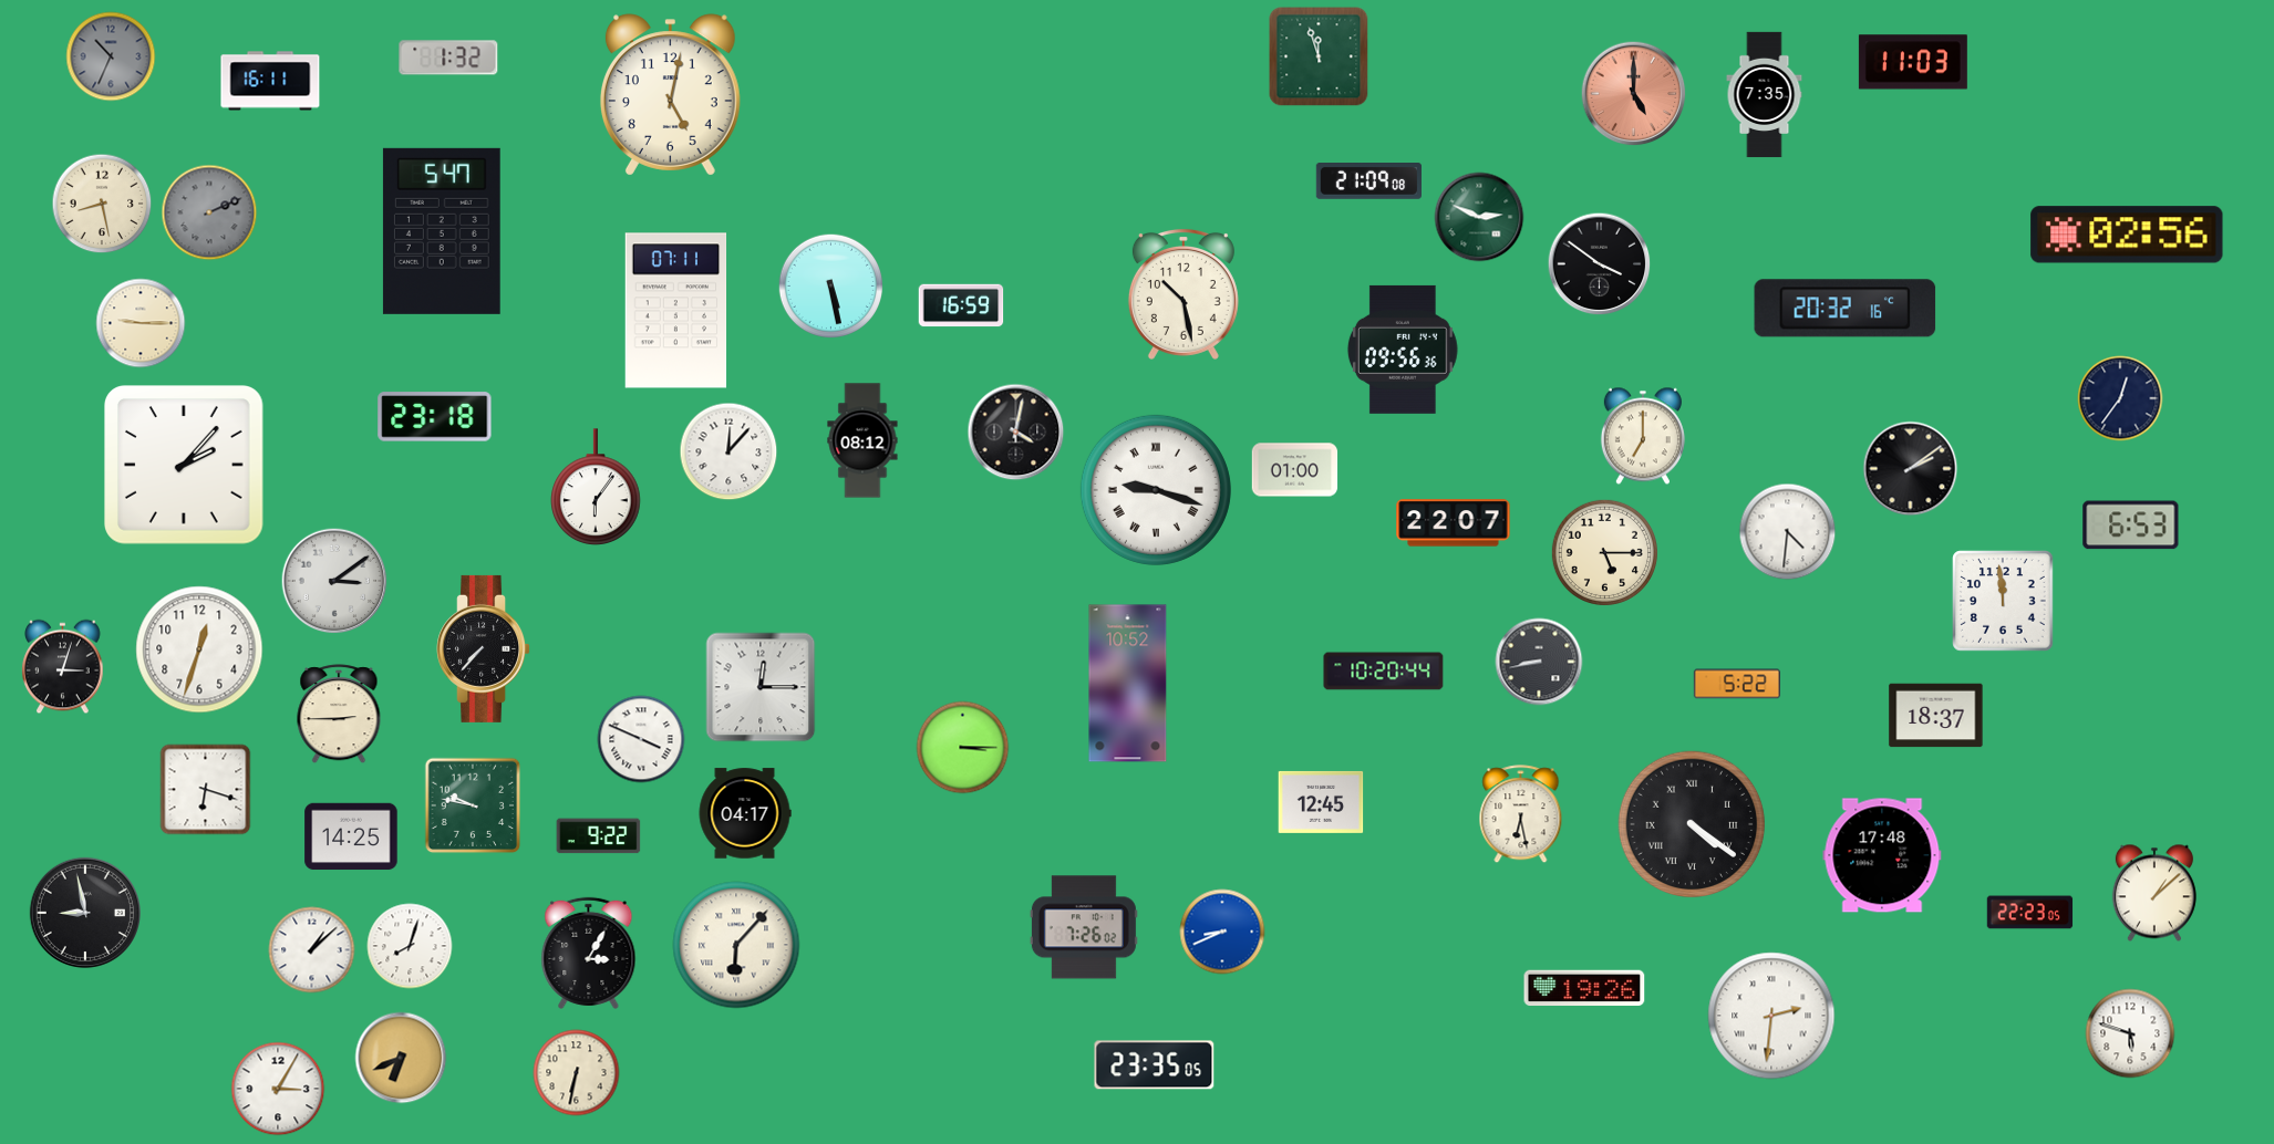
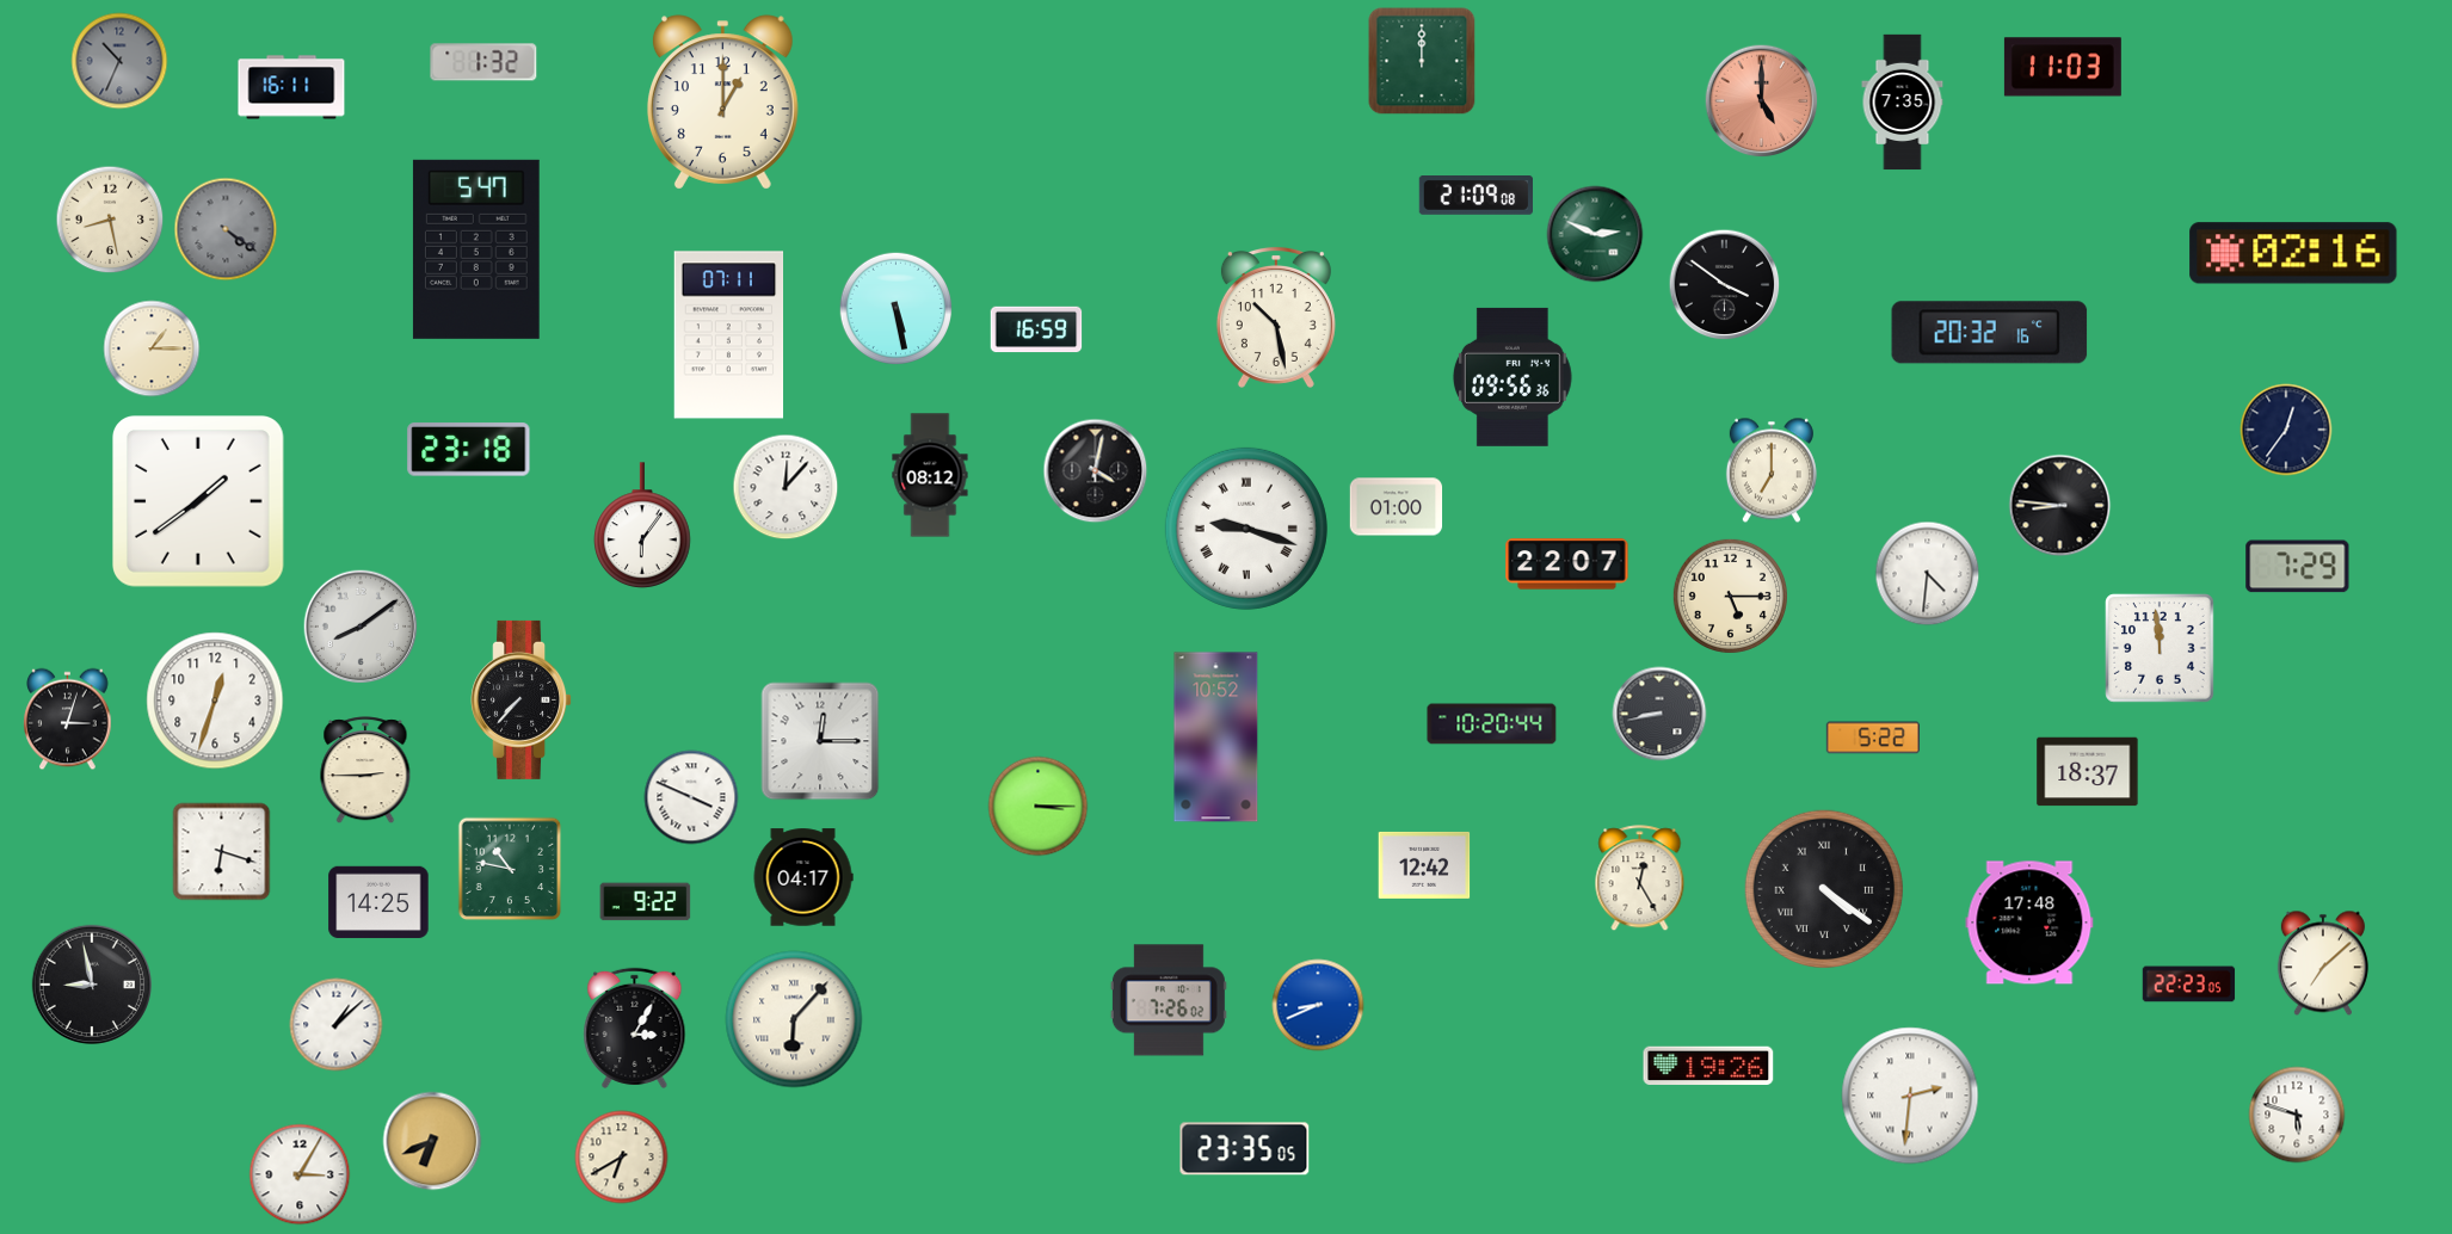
clock at (1319, 56): 11:57 -> 12:00
clock at (670, 95): 5:02 -> 1:00
clock at (209, 212): 2:11 -> 4:21
clock at (2127, 235): 02:56 -> 02:16
clock at (141, 323): 9:15 -> 1:15
clock at (1016, 433) position: (1016, 433) -> (1096, 471)
clock at (185, 466): 2:07 -> 1:39
clock at (1911, 469): 2:09 -> 8:46
clock at (2131, 526): 6:53 -> 7:29
clock at (334, 581): 3:09 -> 8:09
clock at (1321, 802): 12:45 -> 12:42
clock at (473, 805): 9:47 -> 10:47
clock at (1521, 814): 6:28 -> 12:25
clock at (2154, 893): 1:08 -> 7:08
clock at (410, 946): 8:03 -> none
clock at (577, 1073): 6:32 -> 6:40
